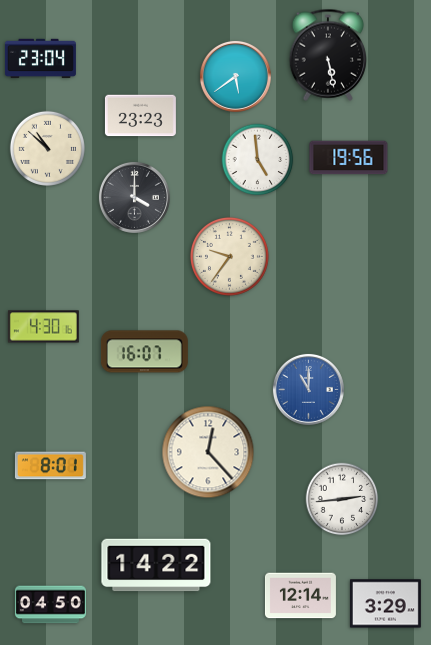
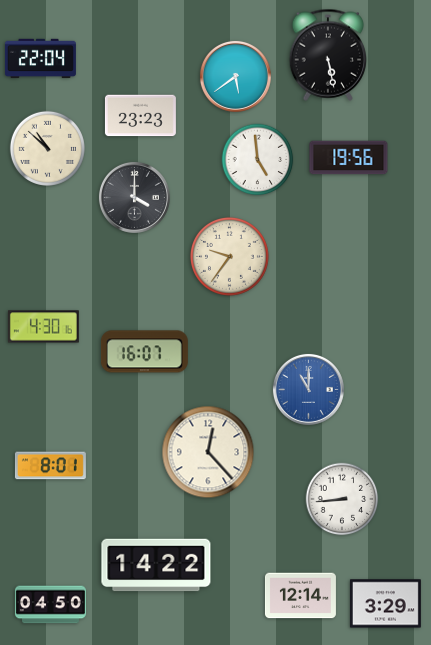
clock at (40, 59): 23:04 -> 22:04
clock at (342, 499): 2:44 -> 8:44
